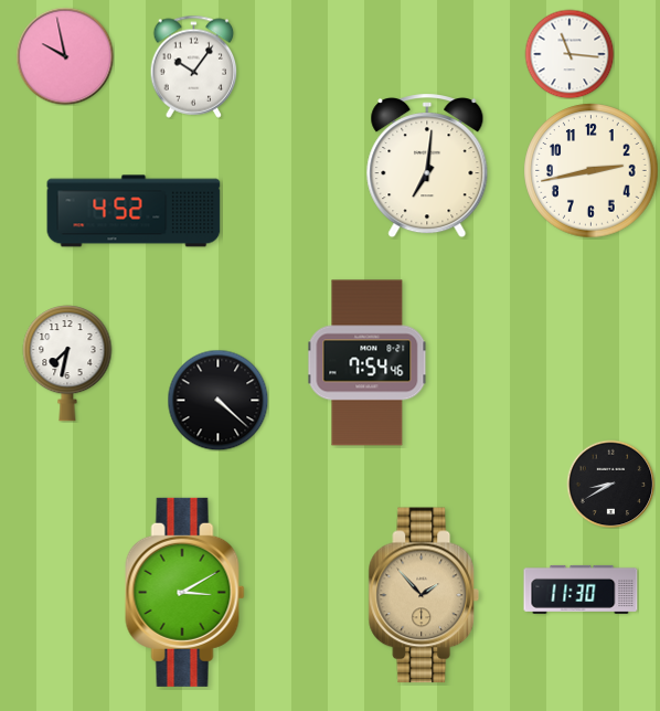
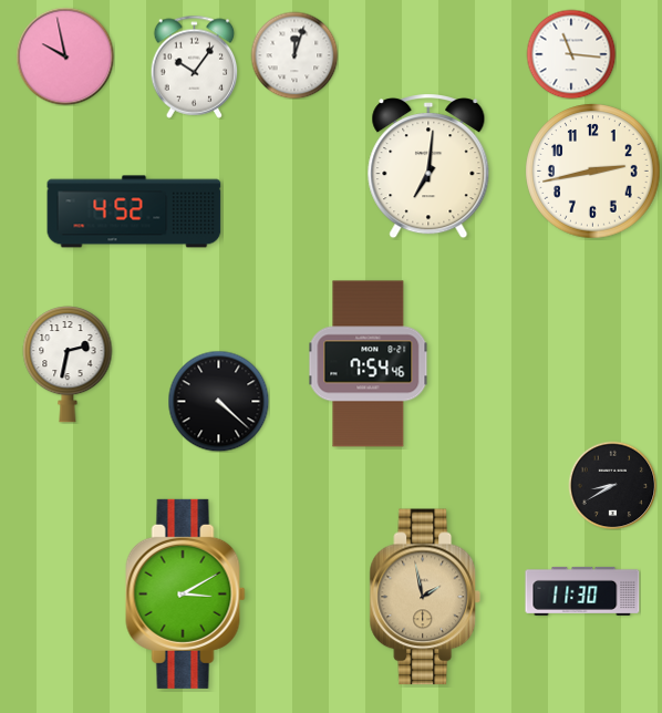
clock at (294, 55): none -> 12:03
clock at (67, 364): 7:32 -> 2:32
clock at (424, 595): 1:53 -> 1:58
